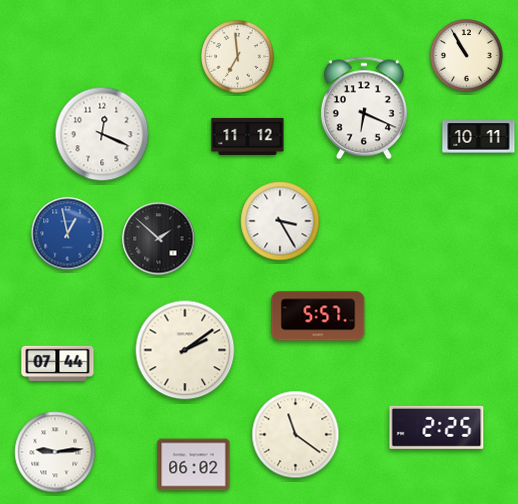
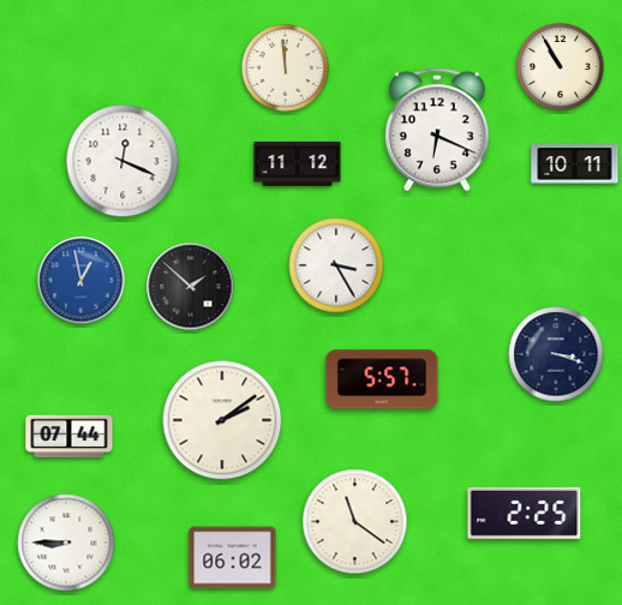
clock at (238, 57): 6:59 -> 11:59
clock at (556, 354): none -> 3:18
clock at (55, 452): 9:14 -> 8:45
